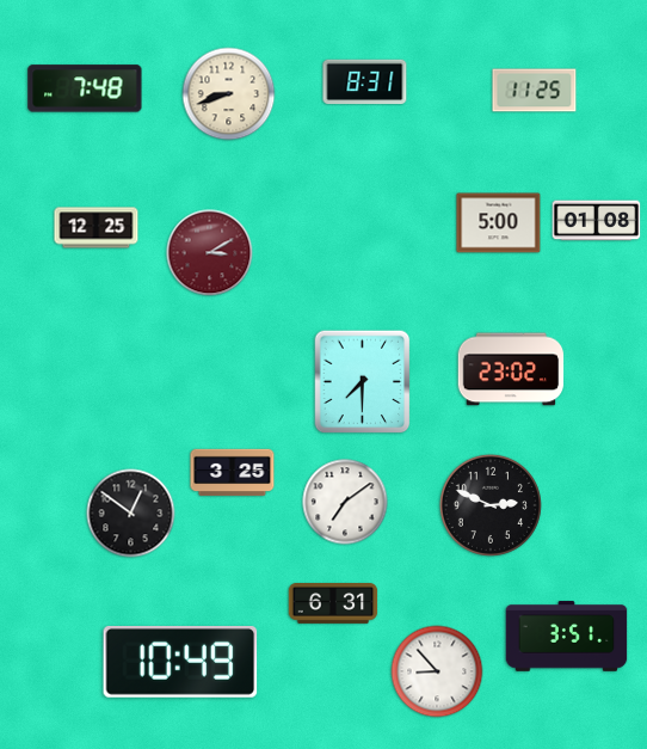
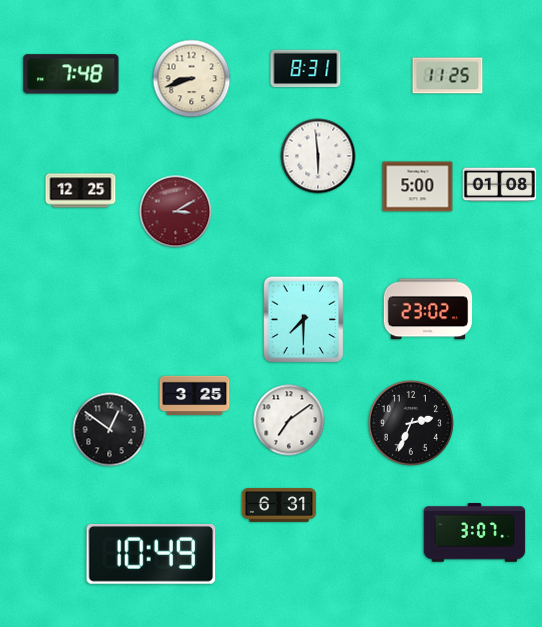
clock at (318, 156): none -> 5:59
clock at (491, 505): 2:49 -> 2:34
clock at (567, 637): 3:51 -> 3:07
clock at (437, 671): 8:53 -> none
